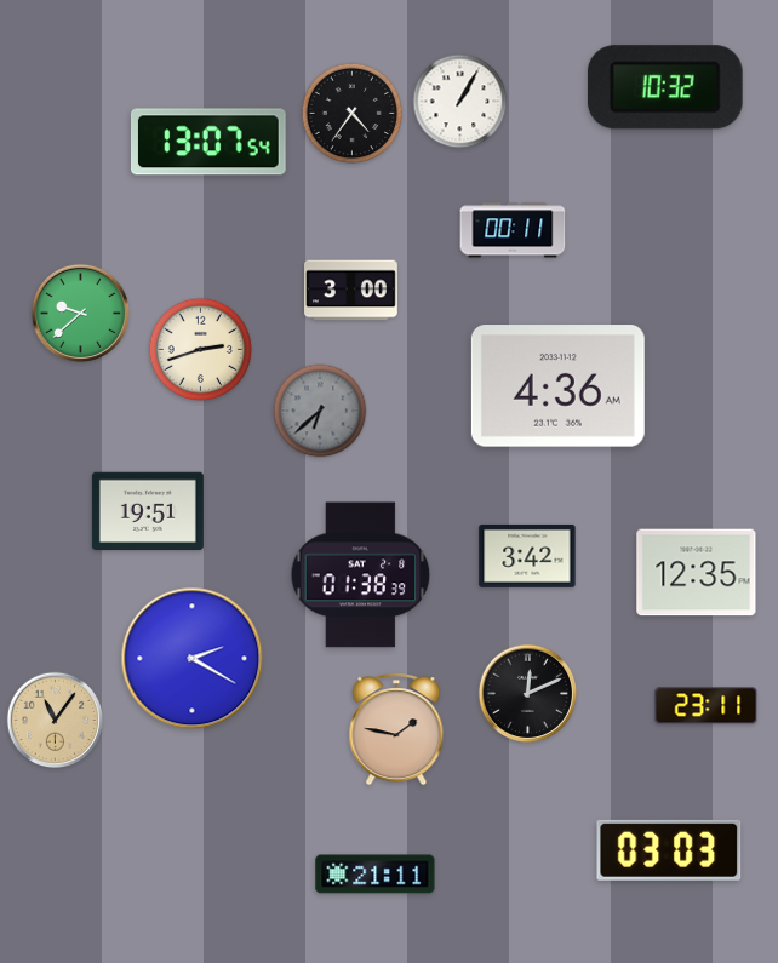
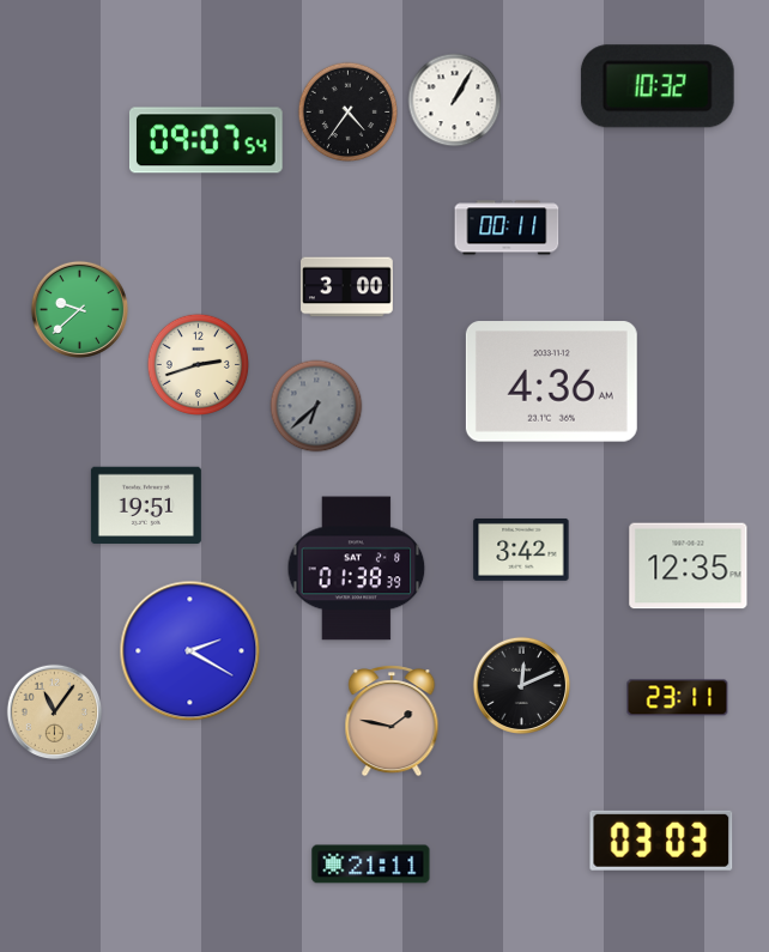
clock at (210, 142): 13:07 -> 09:07
clock at (200, 349) position: (200, 349) -> (198, 364)
clock at (707, 706) position: (707, 706) -> (678, 698)
